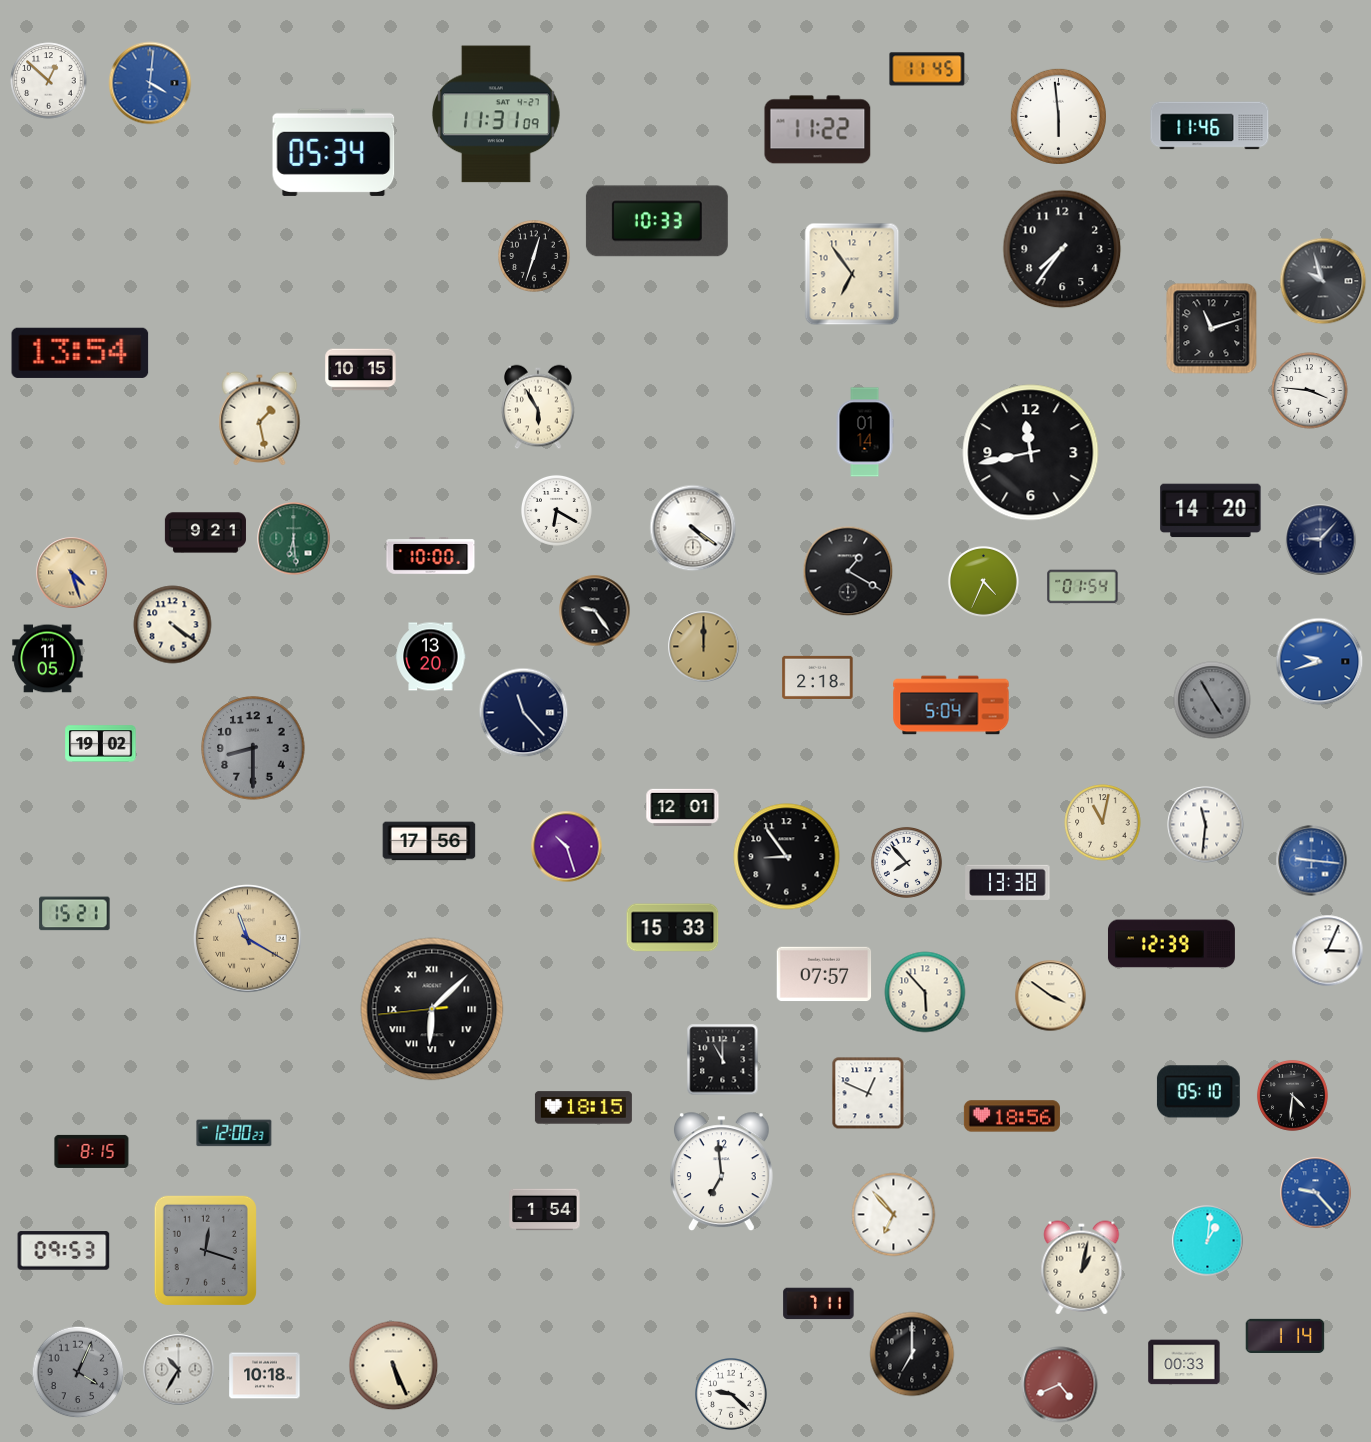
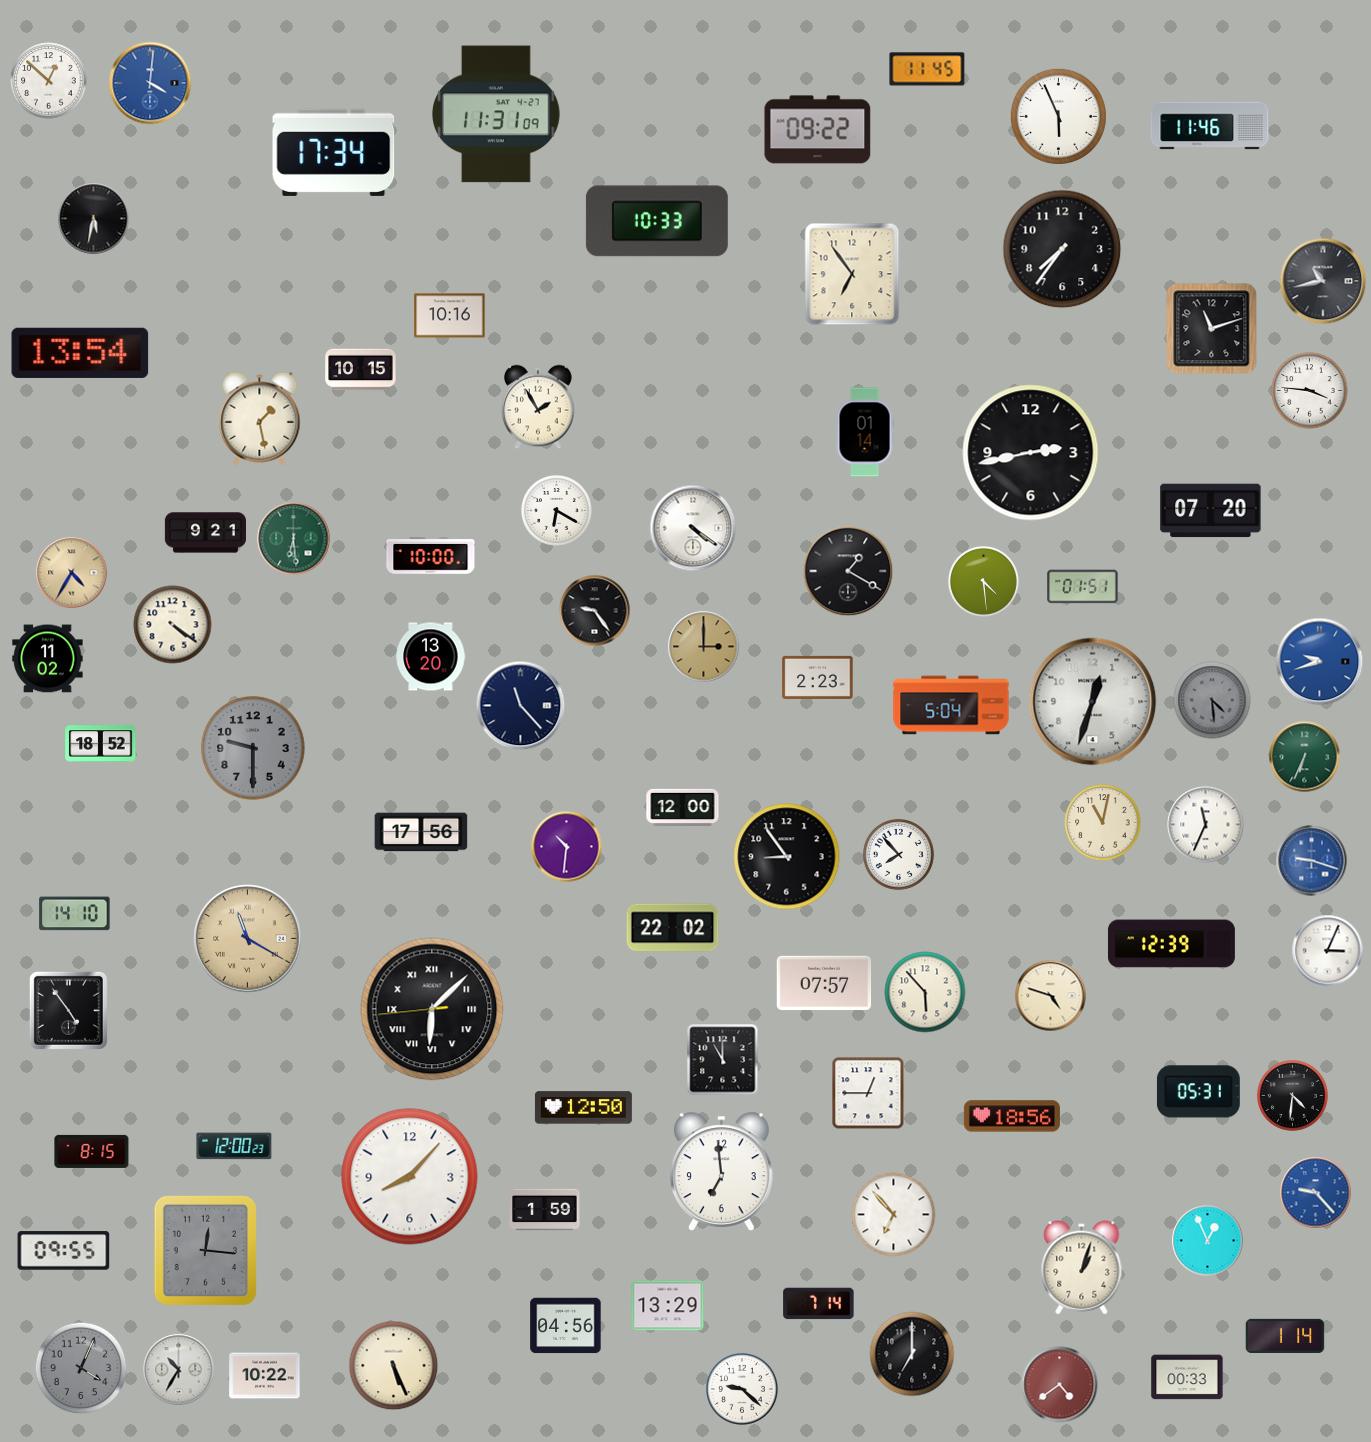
clock at (1058, 116): 5:59 -> 5:56
clock at (818, 130): 11:22 -> 09:22
clock at (334, 152): 05:34 -> 17:34
clock at (94, 219): none -> 5:32
clock at (535, 257): 12:33 -> none
clock at (1323, 281): 9:57 -> 10:43
clock at (450, 316): none -> 10:16
clock at (538, 407): 5:55 -> 1:55
clock at (1031, 453): 11:43 -> 2:43
clock at (1211, 511): 14:20 -> 07:20
clock at (1321, 540): 9:07 -> none
clock at (72, 573): 4:27 -> 4:35
clock at (983, 581): 4:34 -> 4:29
clock at (1083, 587): 01:54 -> 01:51
clock at (704, 647): 12:00 -> 3:00
clock at (48, 659): 11:05 -> 11:02
clock at (818, 677): 2:18 -> 2:23
clock at (1212, 700): 4:55 -> 4:29
clock at (1093, 702): none -> 12:33
clock at (524, 713) position: (524, 713) -> (521, 706)
clock at (101, 744): 19:02 -> 18:52
clock at (253, 748): 8:30 -> 9:30
clock at (1305, 757): none -> 6:34
clock at (683, 807): 12:01 -> 12:00
clock at (1206, 825): 11:31 -> 11:34
clock at (429, 841) position: (429, 841) -> (421, 832)
clock at (567, 847): 10:27 -> 10:31
clock at (1312, 861): 9:16 -> 9:18
clock at (906, 862) position: (906, 862) -> (898, 854)
clock at (1008, 882): 13:38 -> none
clock at (75, 914): 15:21 -> 14:10
clock at (673, 928): 15:33 -> 22:02
clock at (824, 974) position: (824, 974) -> (824, 983)
clock at (1051, 996): 3:51 -> 4:48
clock at (68, 1010): none -> 4:54
clock at (1198, 1092): 05:10 -> 05:31
clock at (868, 1093): 12:49 -> 12:45
clock at (583, 1108): 18:15 -> 12:50
clock at (234, 1133) position: (234, 1133) -> (234, 1146)
clock at (410, 1177): none -> 8:07
clock at (545, 1210): 1:54 -> 1:59
clock at (1208, 1241): 1:01 -> 12:56
clock at (205, 1250): 12:18 -> 12:16
clock at (64, 1251): 09:53 -> 09:55
clock at (1082, 1268): 1:02 -> 1:03
clock at (819, 1304): 7:11 -> 7:14
clock at (668, 1306): none -> 13:29
clock at (566, 1326): none -> 04:56
clock at (1184, 1362) position: (1184, 1362) -> (1187, 1377)
clock at (78, 1372) position: (78, 1372) -> (81, 1368)
clock at (265, 1376): 10:18 -> 10:22
clock at (1060, 1385): 4:41 -> 4:39
clock at (732, 1395) position: (732, 1395) -> (743, 1390)
